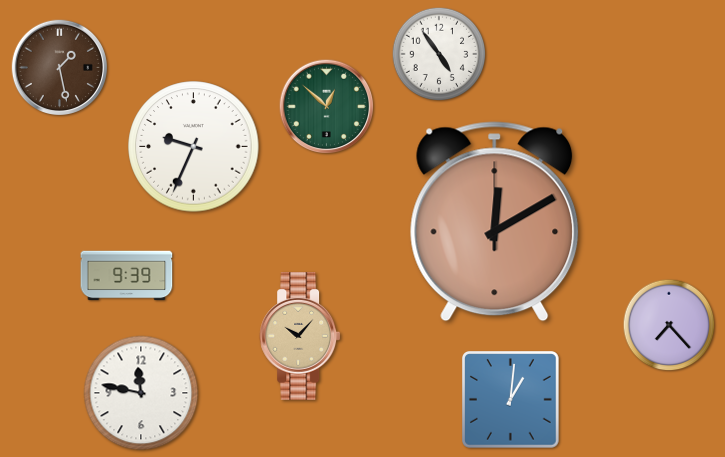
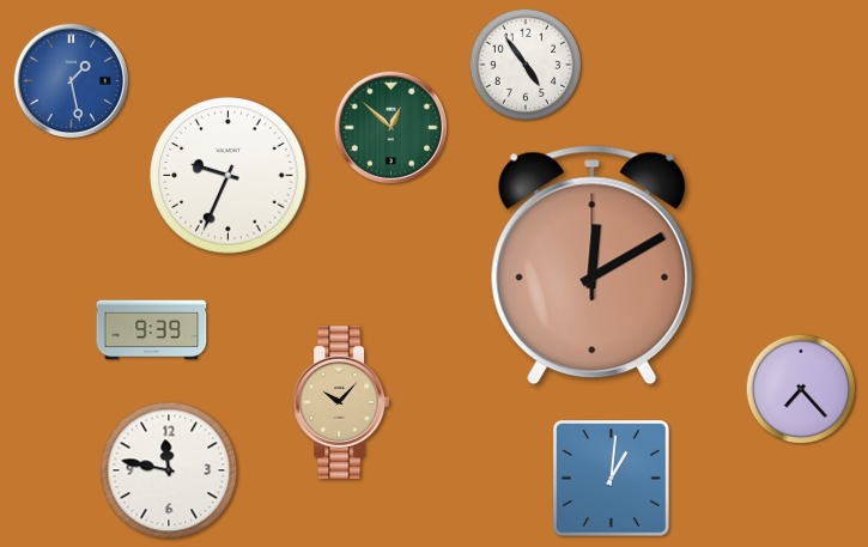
clock at (59, 67) dial: brown -> blue
clock at (194, 147) position: (194, 147) -> (229, 176)
clock at (300, 337) position: (300, 337) -> (341, 403)
